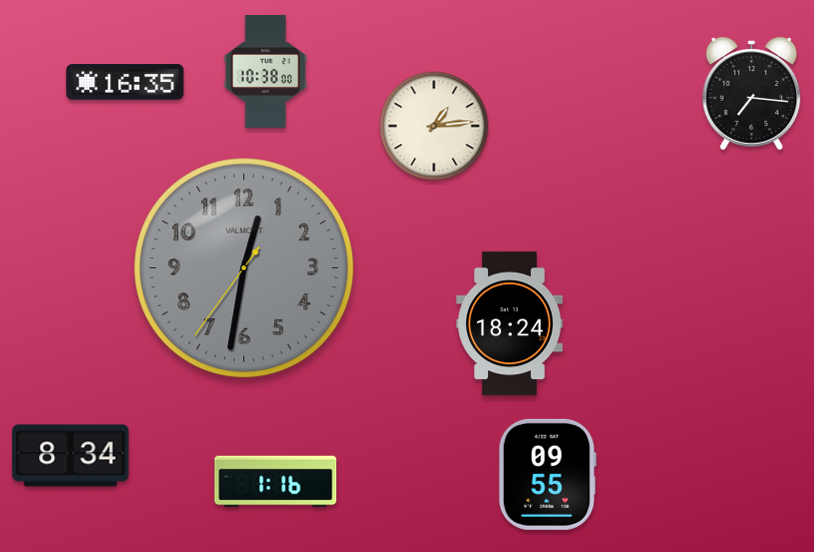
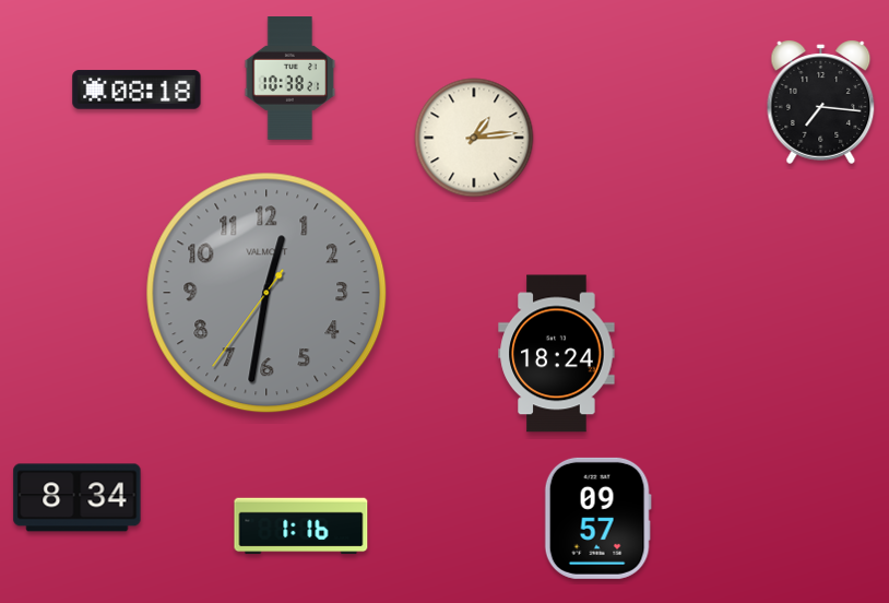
clock at (266, 72): 10:38:00 -> 10:38:21
clock at (125, 82): 16:35 -> 08:18
clock at (547, 474): 09:55 -> 09:57
